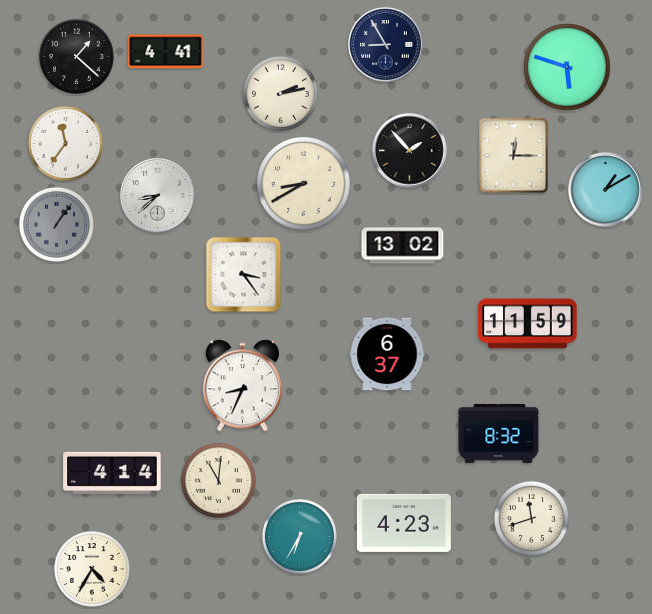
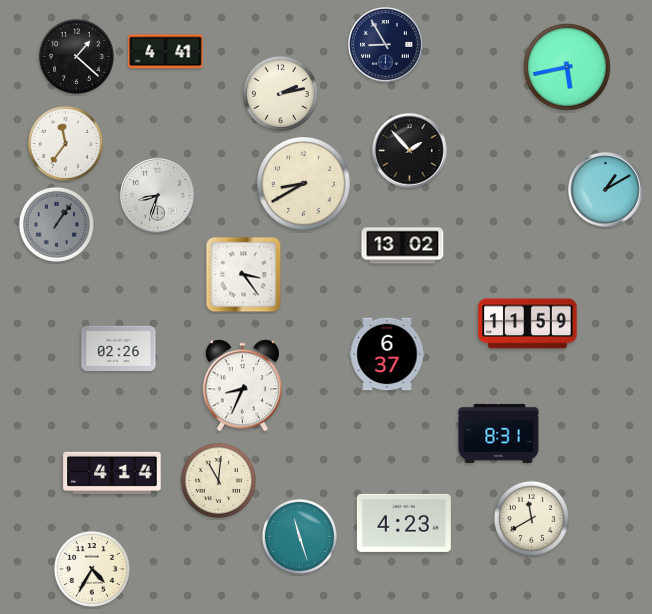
clock at (568, 68): 5:48 -> 5:43
clock at (514, 156): 12:15 -> none
clock at (158, 196): 8:38 -> 8:33
clock at (119, 348): none -> 02:26
clock at (499, 433): 8:32 -> 8:31
clock at (531, 518): 11:42 -> 11:40
clock at (299, 536): 6:35 -> 11:27
